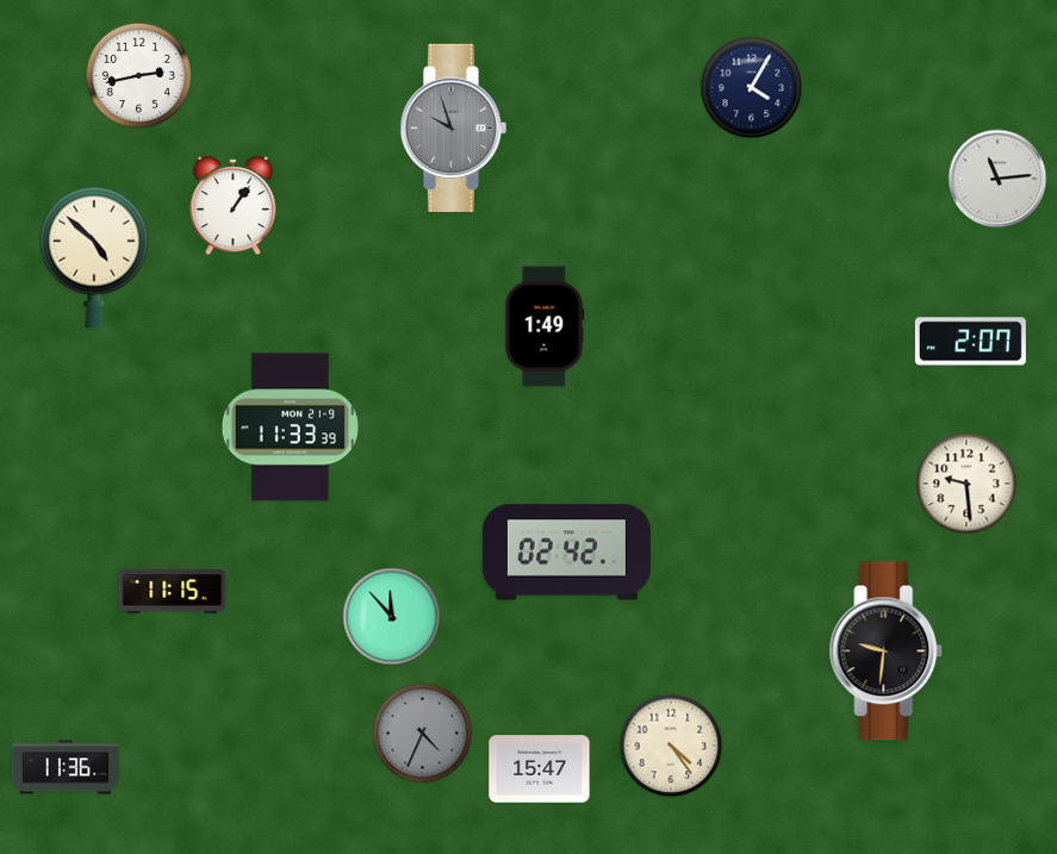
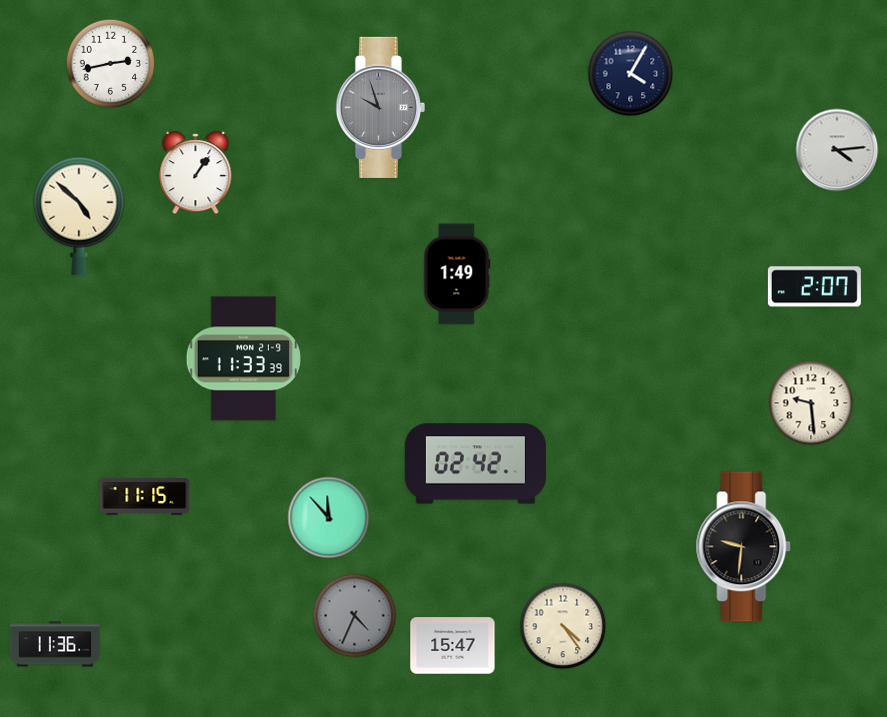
clock at (139, 76) position: (139, 76) -> (111, 64)
clock at (997, 179): 11:14 -> 4:14
clock at (966, 484) position: (966, 484) -> (811, 403)
